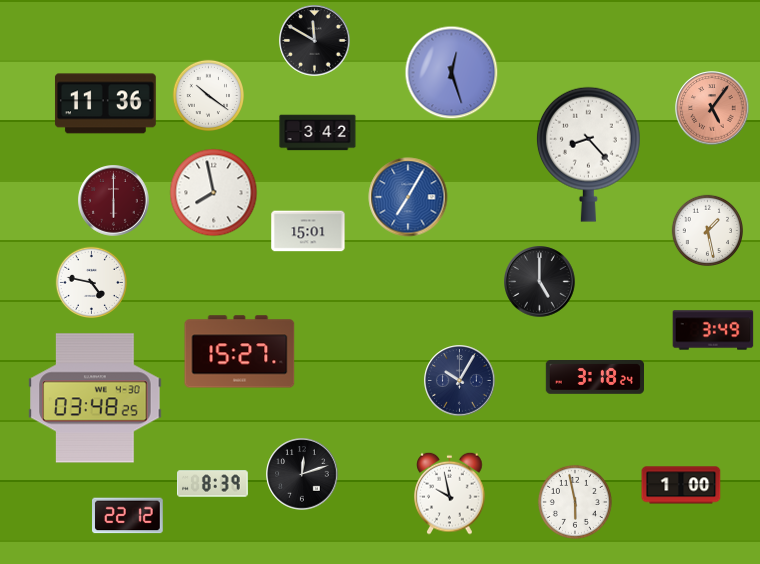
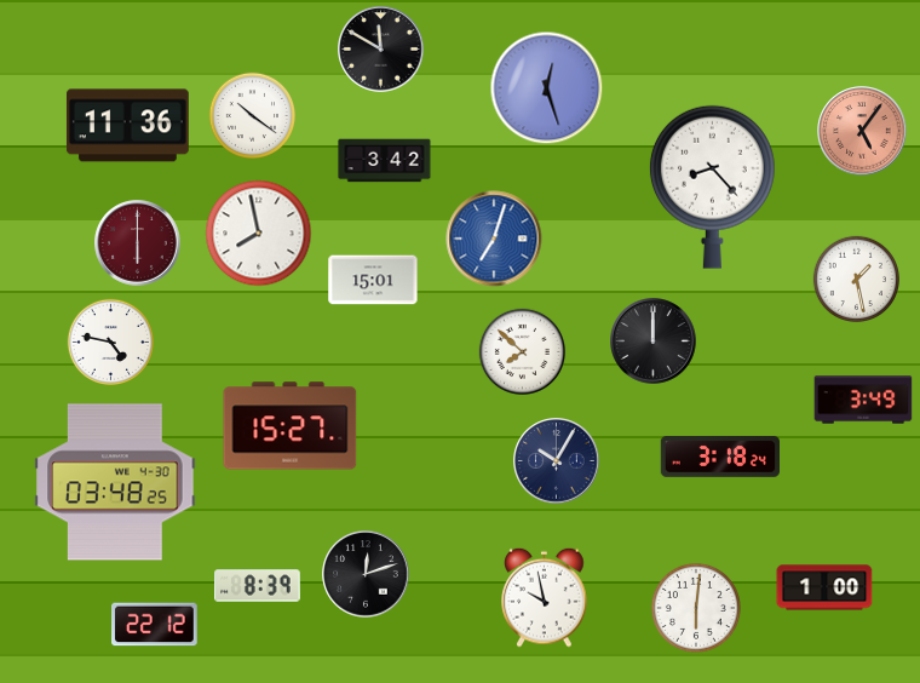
clock at (408, 197): 7:05 -> 7:03
clock at (540, 282): 5:00 -> 12:00
clock at (522, 351): none -> 7:52
clock at (575, 502): 5:58 -> 6:01
